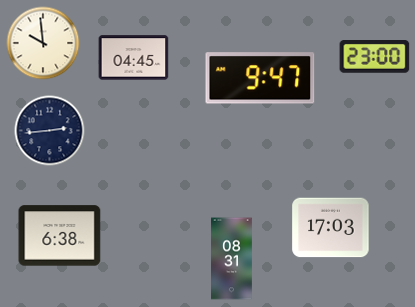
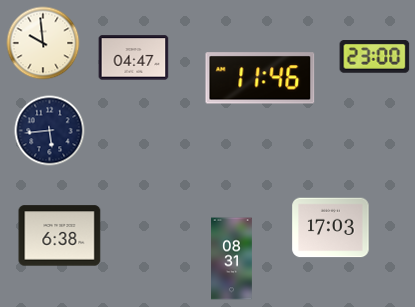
clock at (134, 58): 04:45 -> 04:47
clock at (260, 78): 9:47 -> 11:46
clock at (50, 131): 2:44 -> 5:44
